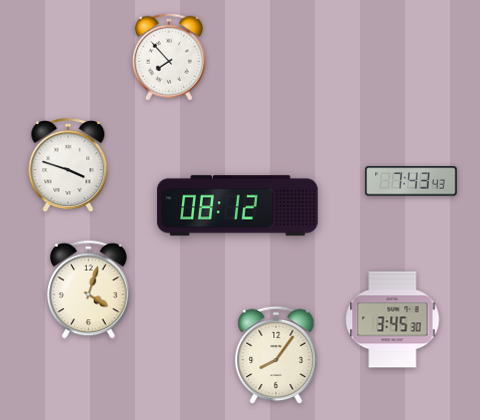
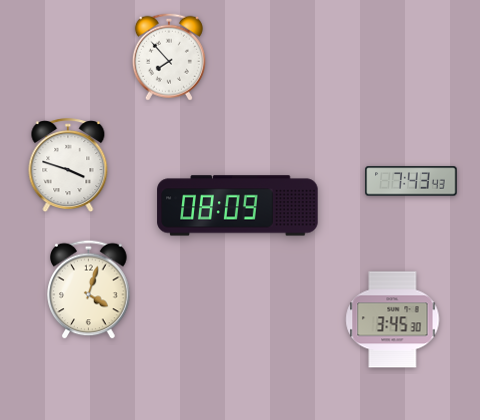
clock at (238, 206): 08:12 -> 08:09
clock at (276, 355): 8:06 -> none
